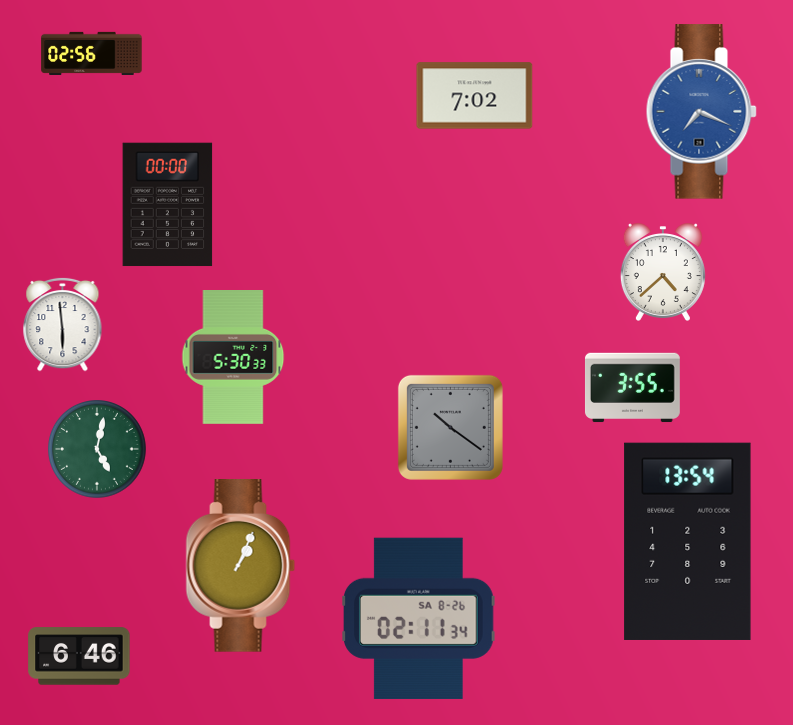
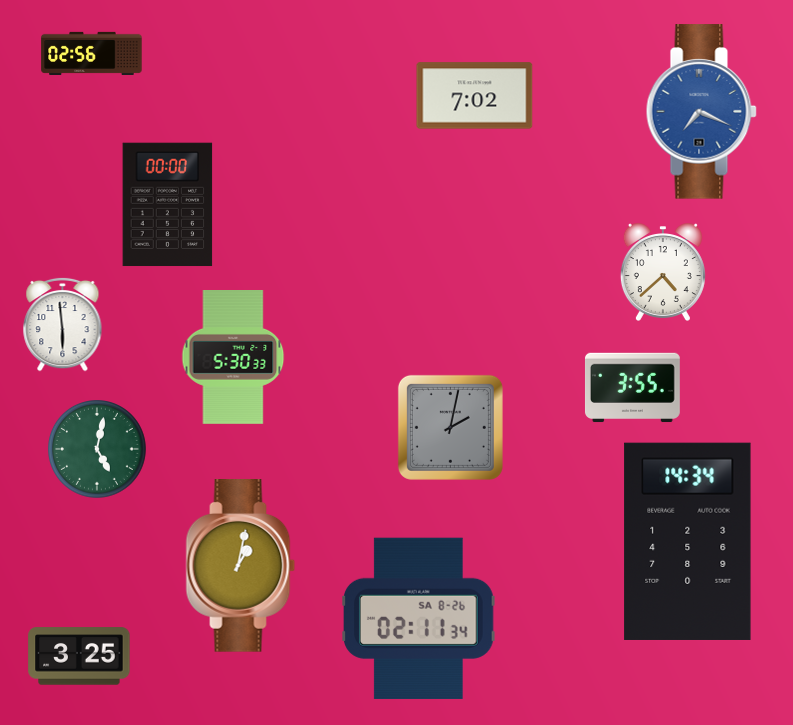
clock at (450, 427): 10:21 -> 2:02
clock at (688, 541): 13:54 -> 14:34
clock at (241, 566): 1:04 -> 1:02
clock at (79, 656): 6:46 -> 3:25
